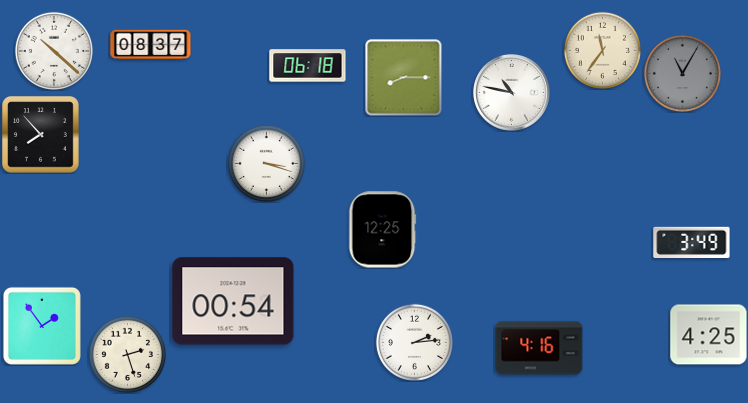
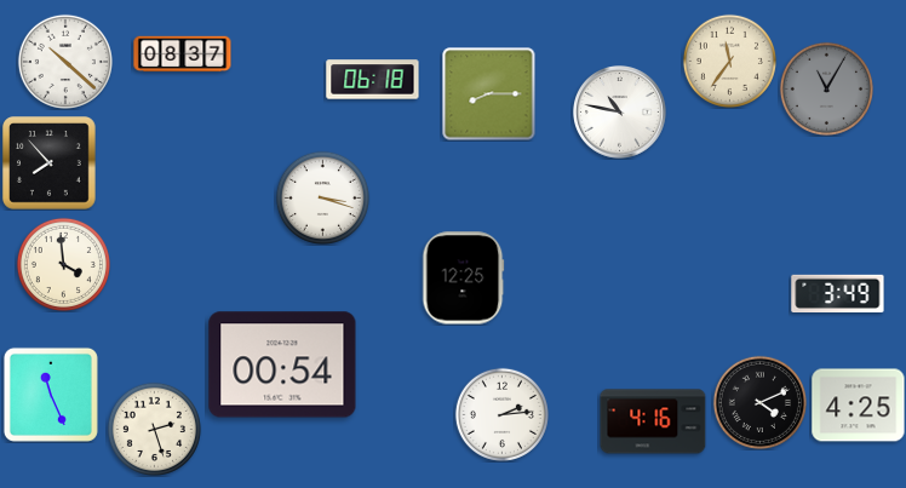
clock at (63, 264): none -> 3:59
clock at (42, 326): 1:54 -> 11:26
clock at (759, 402): none -> 4:11
